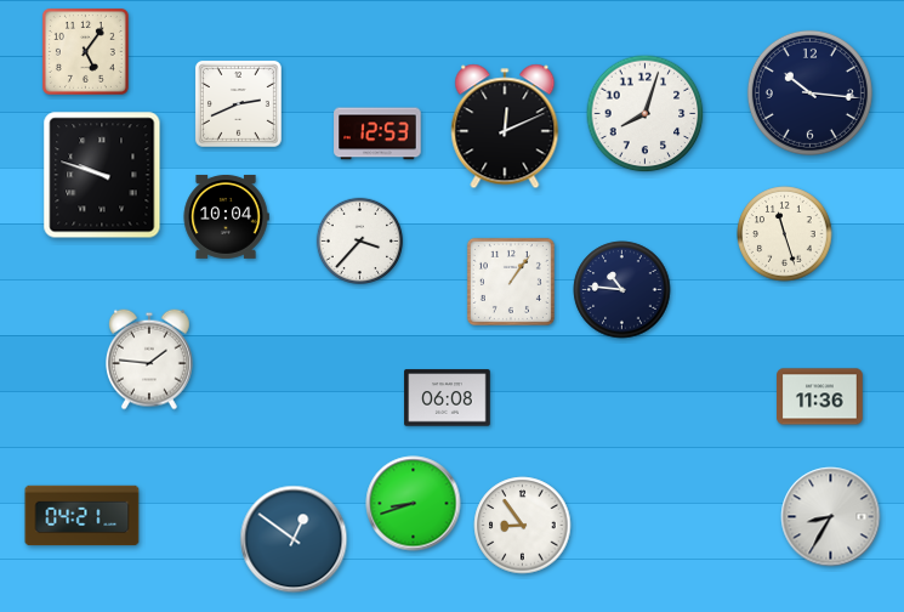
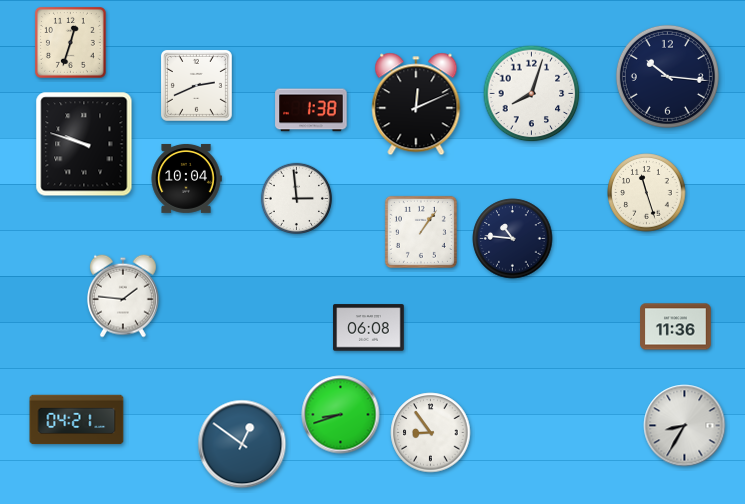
clock at (85, 51): 5:06 -> 12:33
clock at (377, 134): 12:53 -> 1:38
clock at (359, 240): 3:37 -> 2:59
clock at (83, 516) position: (83, 516) -> (77, 420)
